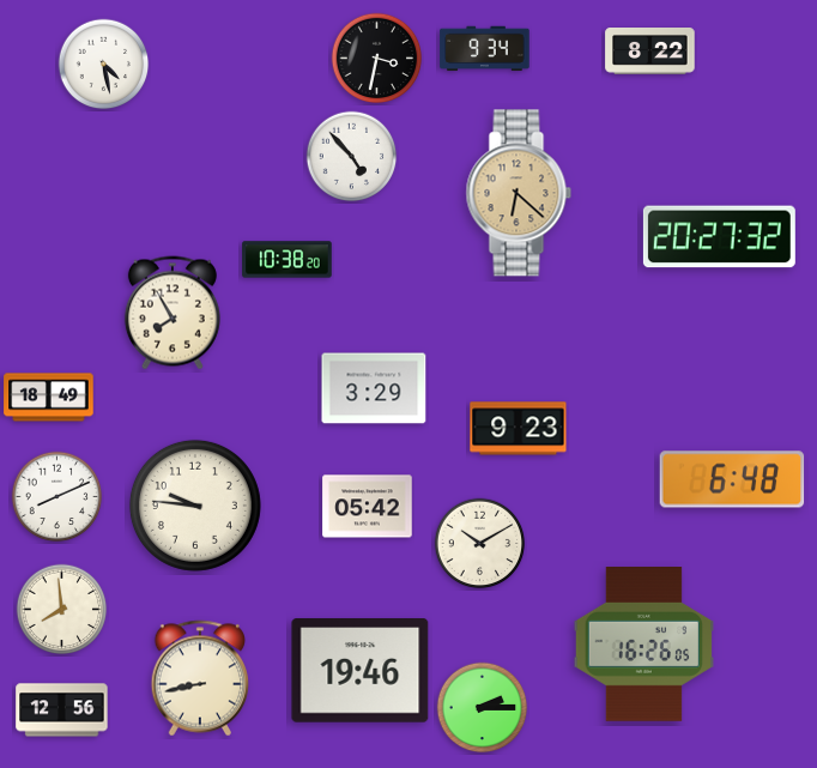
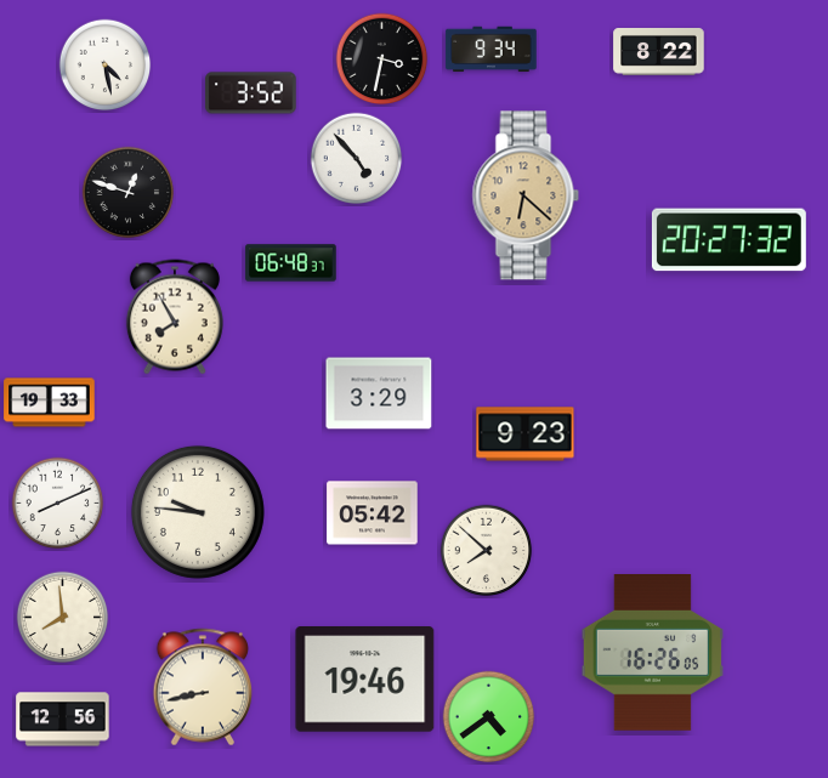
clock at (251, 93): none -> 3:52
clock at (129, 193): none -> 12:48
clock at (288, 260): 10:38 -> 06:48
clock at (49, 398): 18:49 -> 19:33
clock at (732, 479): 6:48 -> none
clock at (480, 544): 10:10 -> 7:52
clock at (483, 708): 2:15 -> 4:39
